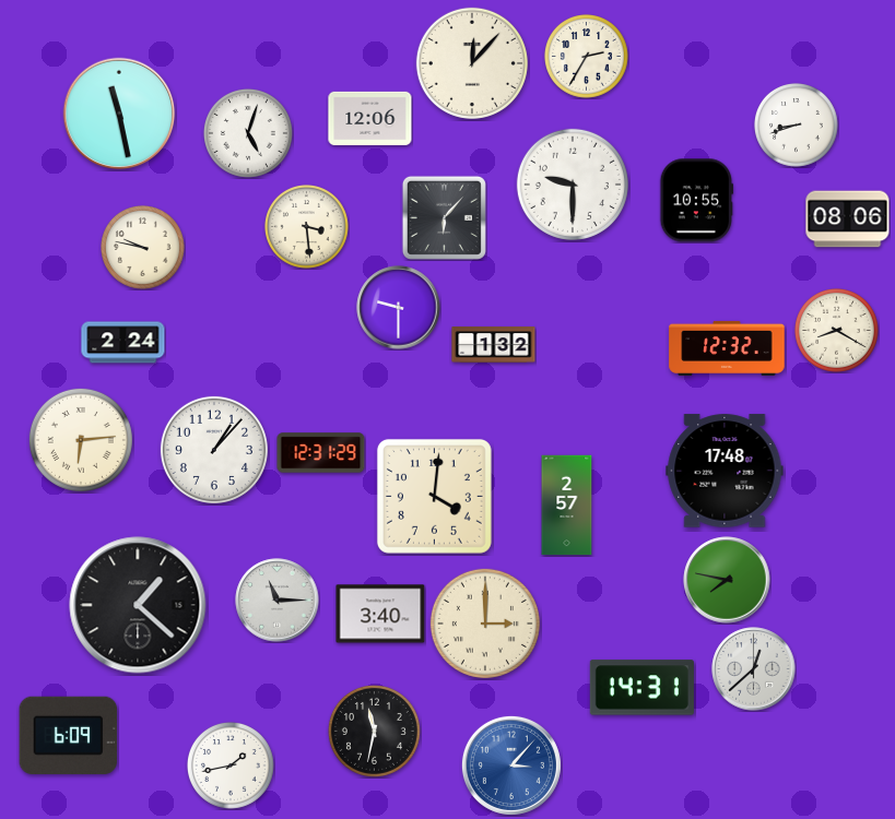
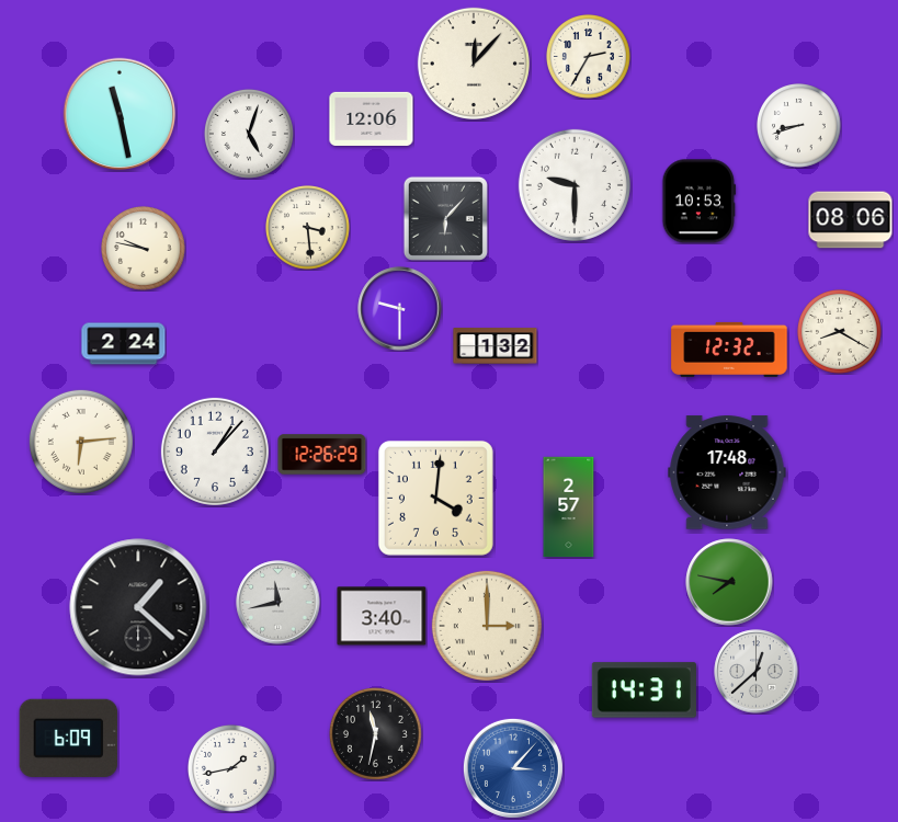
clock at (697, 201): 10:55 -> 10:53
clock at (321, 453): 12:31 -> 12:26
clock at (278, 601): 11:15 -> 11:43
